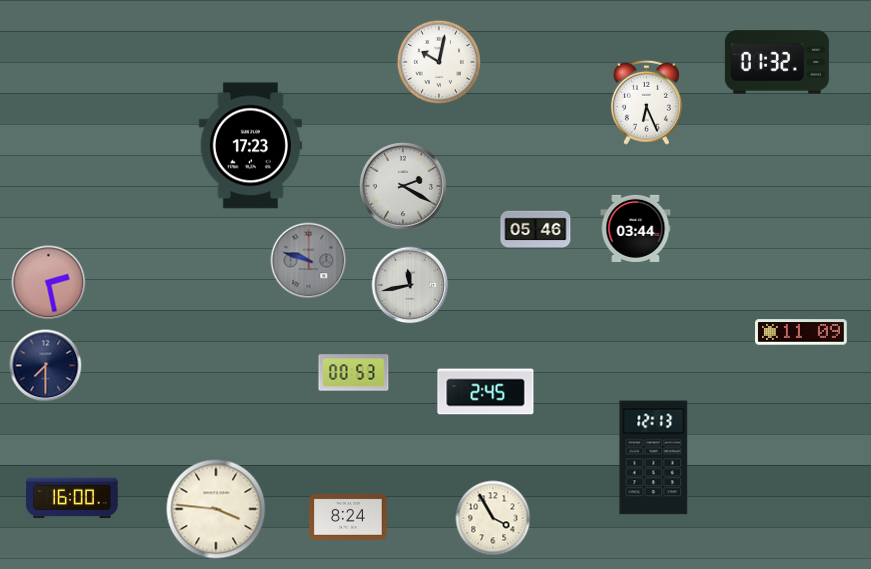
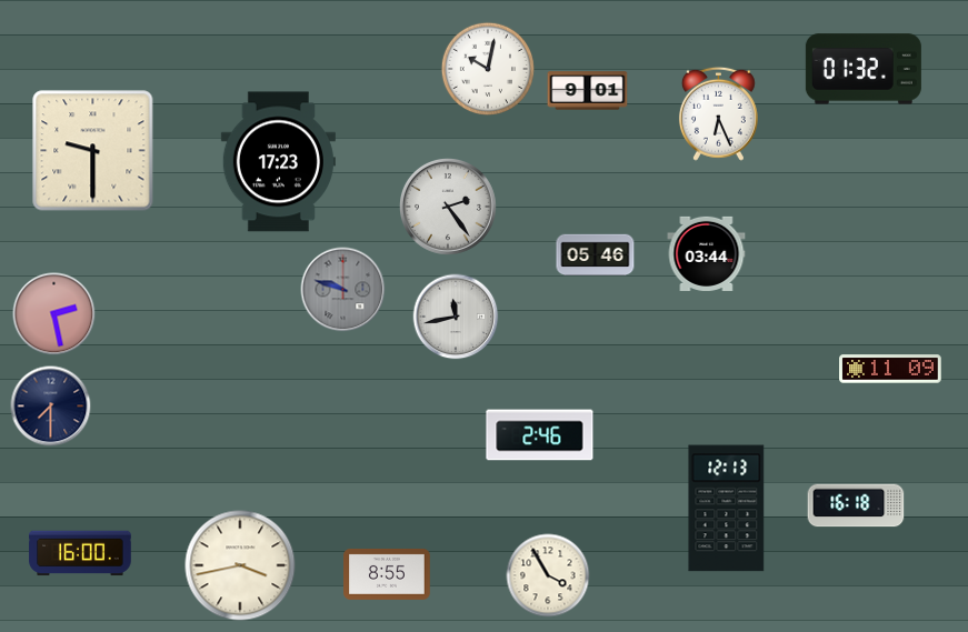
clock at (588, 91): none -> 9:01
clock at (93, 151): none -> 9:30
clock at (404, 187): 2:20 -> 2:24
clock at (354, 373): 00:53 -> none
clock at (486, 392): 2:45 -> 2:46
clock at (856, 505): none -> 16:18
clock at (216, 509): 3:46 -> 3:43
clock at (348, 517): 8:24 -> 8:55
